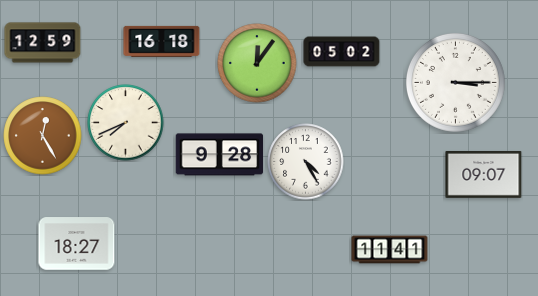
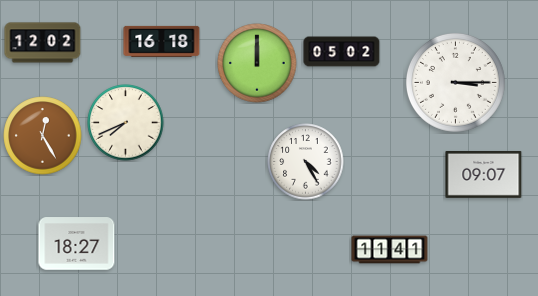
clock at (43, 43): 12:59 -> 12:02
clock at (257, 63): 12:06 -> 12:00
clock at (220, 155): 9:28 -> none
